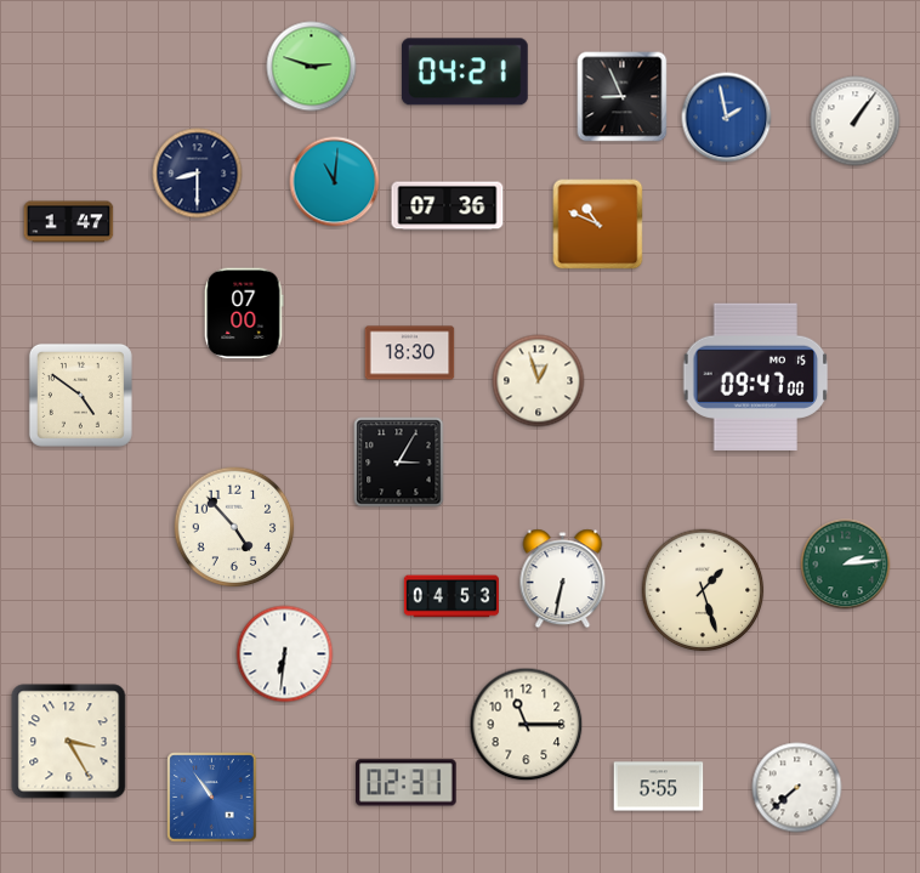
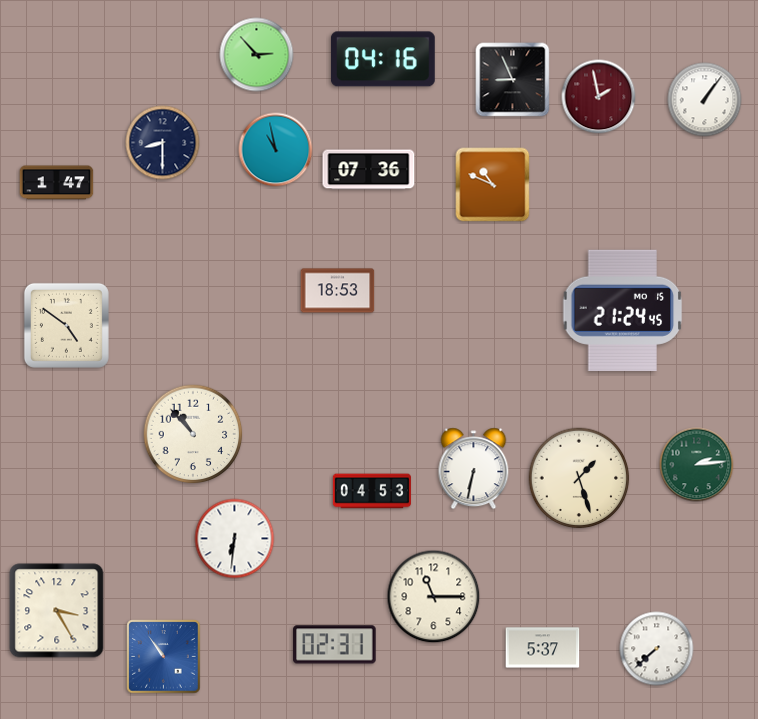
clock at (312, 67): 2:48 -> 2:53
clock at (465, 72): 04:21 -> 04:16
clock at (727, 118) dial: blue -> burgundy
clock at (335, 182): 11:01 -> 10:58
clock at (244, 313): 07:00 -> none
clock at (410, 353): 18:30 -> 18:53
clock at (756, 376): 09:47 -> 21:24
clock at (539, 381): 12:57 -> none
clock at (399, 463): 3:05 -> none
clock at (234, 527): 4:53 -> 10:53
clock at (563, 579) position: (563, 579) -> (474, 469)
clock at (703, 590) position: (703, 590) -> (579, 478)
clock at (659, 787): 5:55 -> 5:37
clock at (212, 798) position: (212, 798) -> (164, 657)
